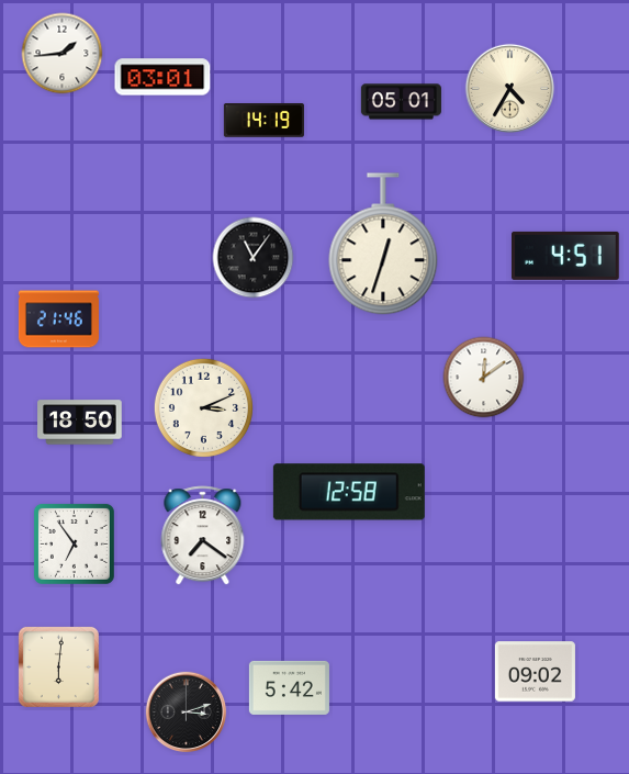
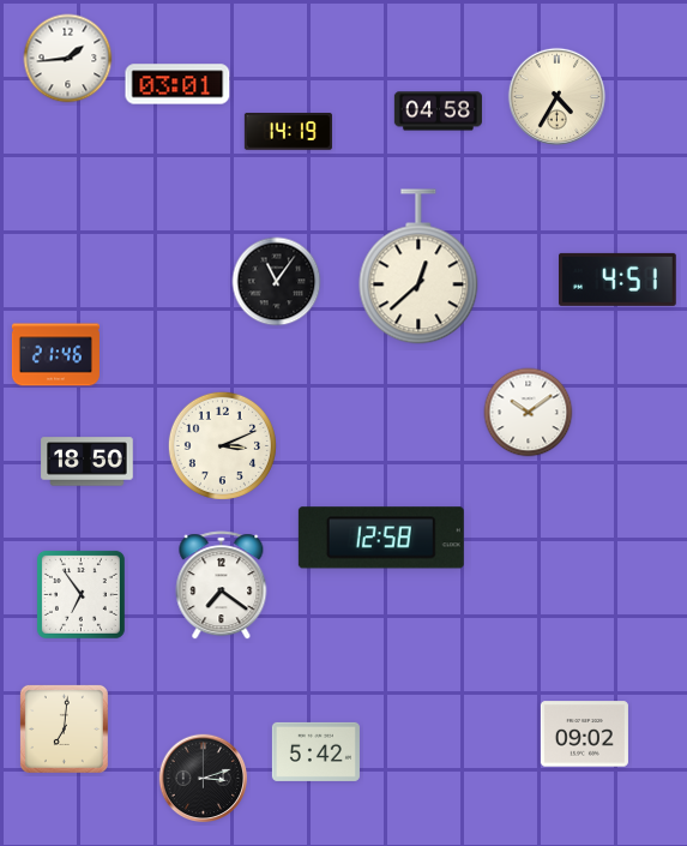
clock at (401, 102): 05:01 -> 04:58
clock at (383, 244): 12:33 -> 12:38
clock at (58, 319) position: (58, 319) -> (55, 355)
clock at (484, 378): 12:09 -> 10:09
clock at (58, 666): 6:01 -> 7:01
